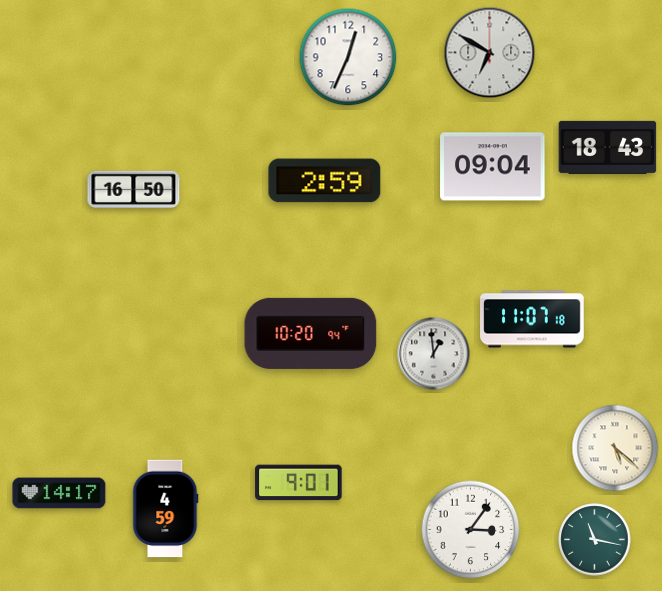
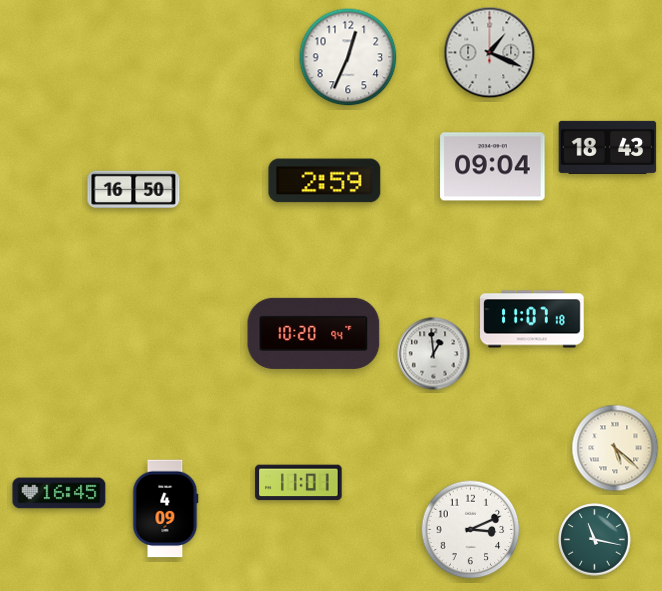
clock at (490, 53): 6:50 -> 1:19
clock at (311, 333) position: (311, 333) -> (314, 333)
clock at (299, 483): 9:01 -> 11:01
clock at (59, 493): 14:17 -> 16:45
clock at (166, 509): 4:59 -> 4:09
clock at (471, 530): 3:06 -> 3:11
